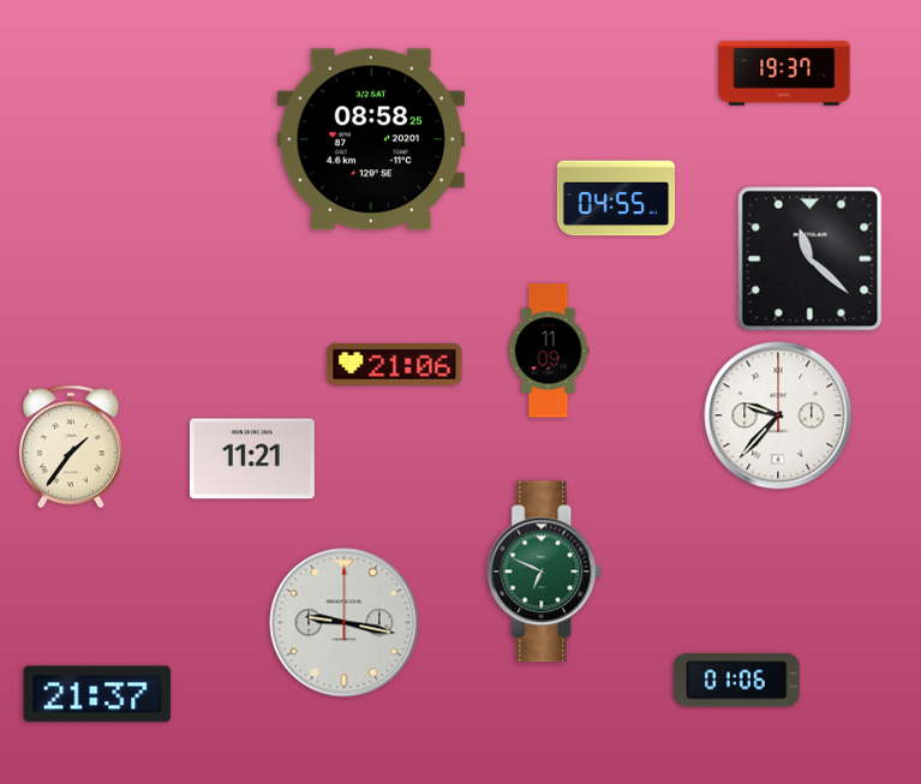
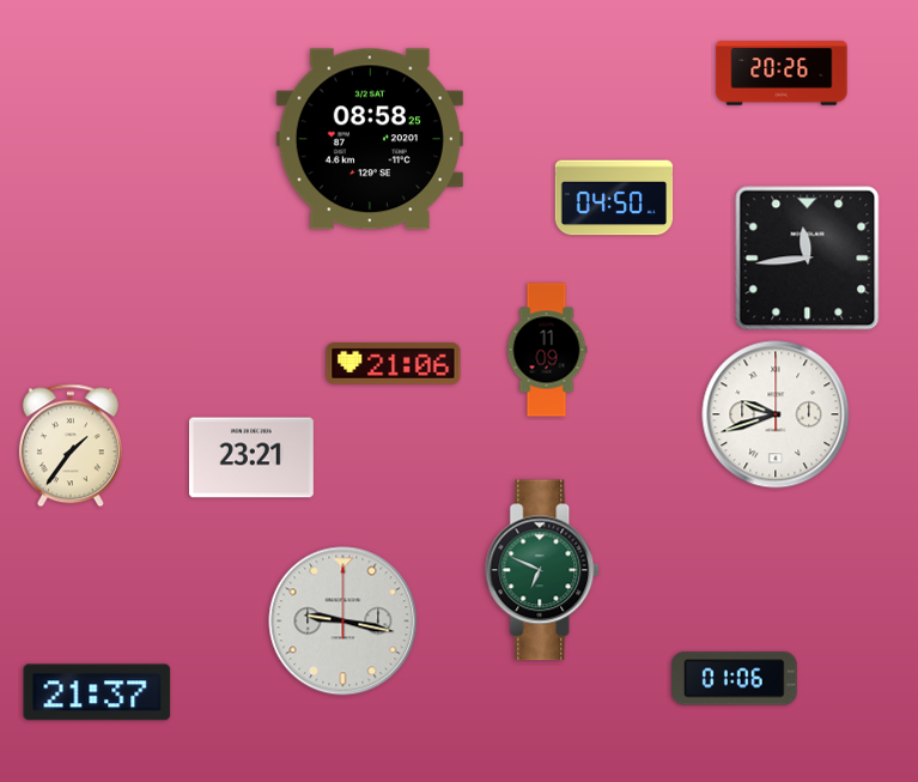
clock at (784, 73): 19:37 -> 20:26
clock at (616, 198): 04:55 -> 04:50
clock at (811, 259): 11:22 -> 11:44
clock at (778, 415): 9:37 -> 9:42
clock at (252, 459): 11:21 -> 23:21
